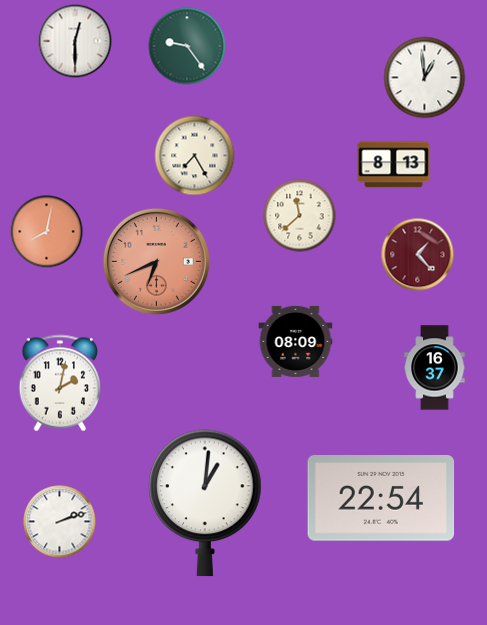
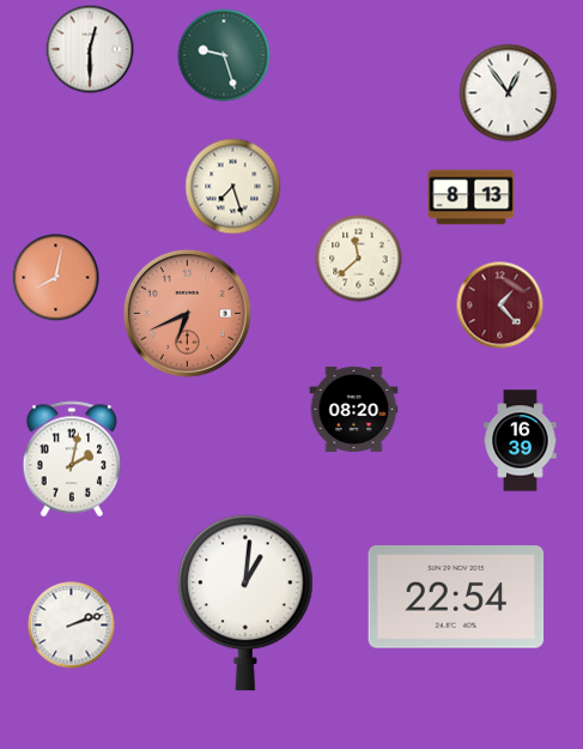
clock at (187, 46): 9:24 -> 9:27
clock at (425, 78): 12:59 -> 12:54
clock at (195, 156): 7:25 -> 7:27
clock at (296, 341): 08:09 -> 08:20
clock at (435, 368): 16:37 -> 16:39
